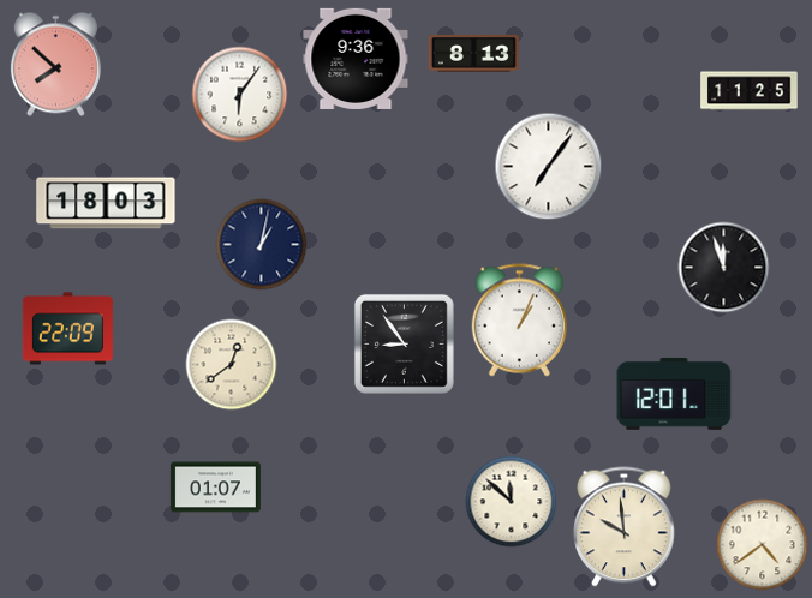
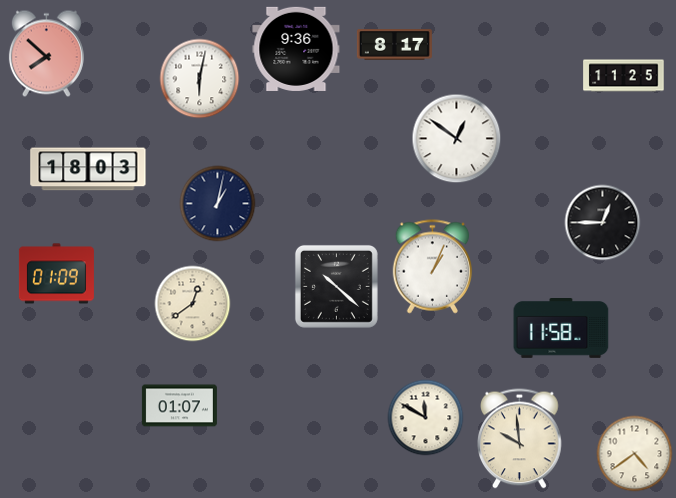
clock at (473, 54): 8:13 -> 8:17
clock at (240, 95): 6:06 -> 6:02
clock at (549, 167): 7:06 -> 12:51
clock at (724, 268): 11:57 -> 12:45
clock at (67, 329): 22:09 -> 01:09
clock at (404, 343): 8:54 -> 10:22
clock at (674, 395): 12:01 -> 11:58
clock at (512, 502): 11:52 -> 11:50
